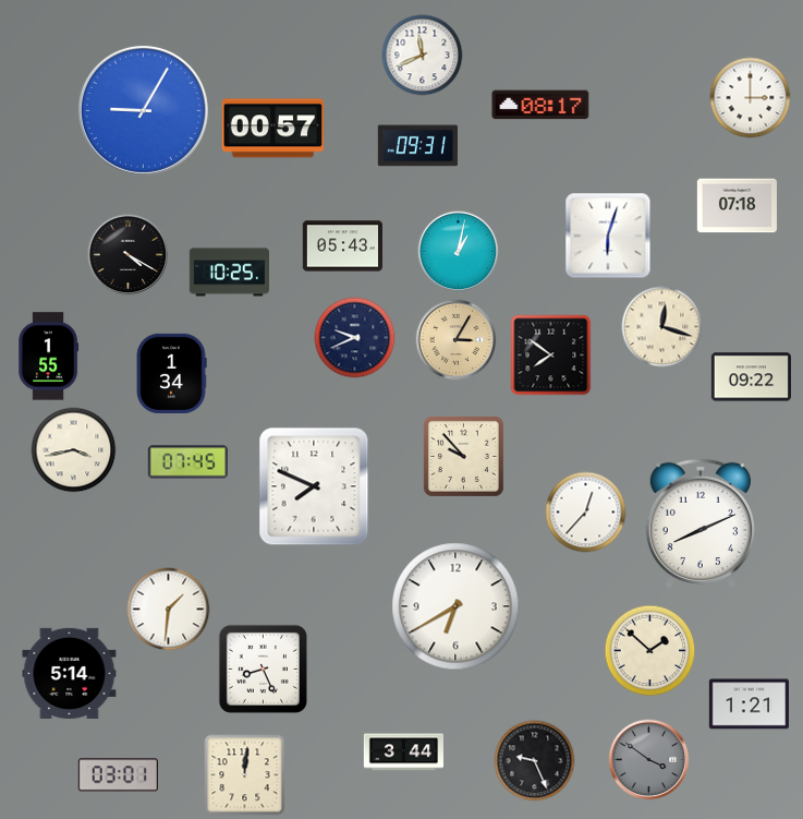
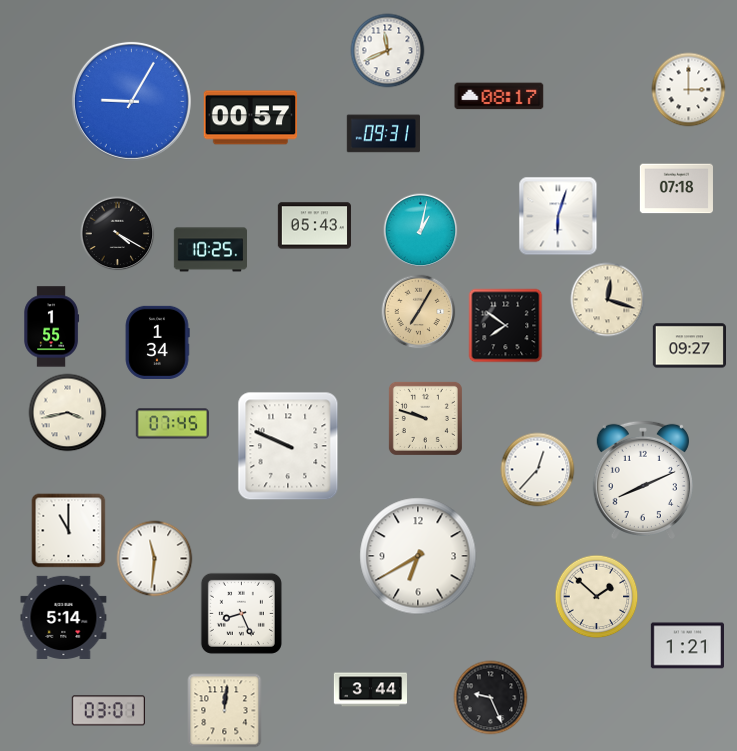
clock at (540, 105) position: (540, 105) -> (499, 96)
clock at (355, 338): 9:41 -> none
clock at (457, 340): 3:05 -> 7:05
clock at (49, 357) position: (49, 357) -> (52, 327)
clock at (751, 377): 09:22 -> 09:27
clock at (463, 456): 9:53 -> 9:48
clock at (314, 486): 7:49 -> 9:49
clock at (69, 531): none -> 11:00
clock at (169, 610): 1:31 -> 11:31
clock at (649, 760): 3:51 -> none
